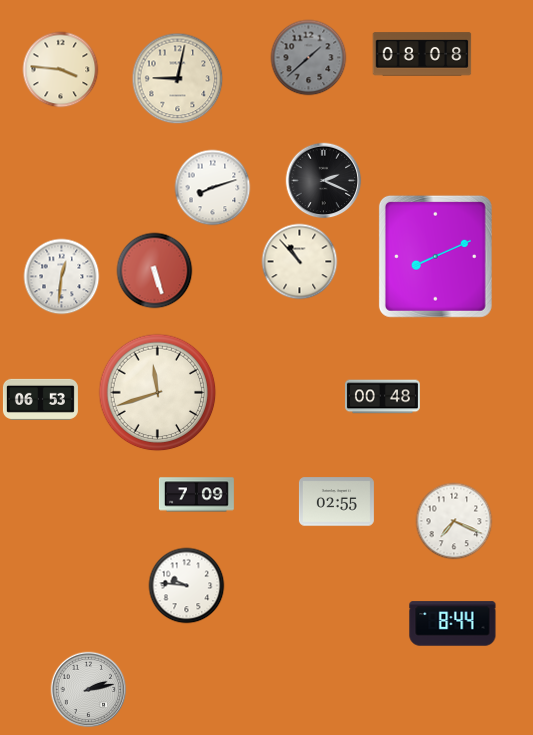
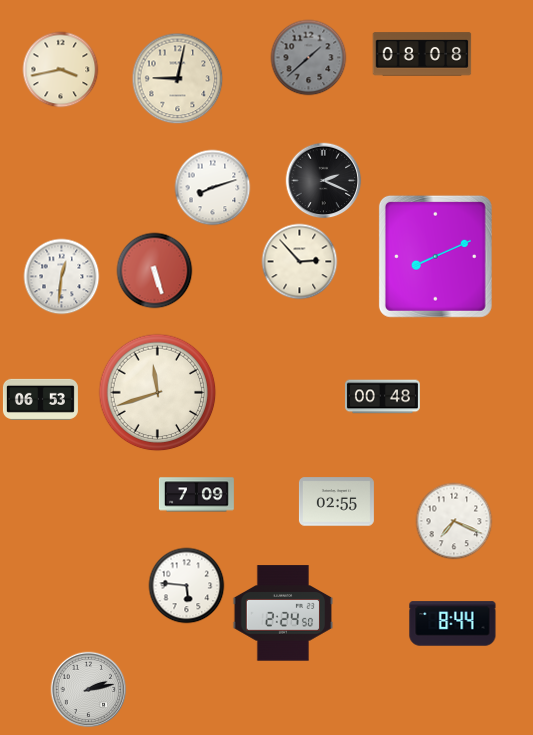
clock at (61, 70): 3:46 -> 3:43
clock at (300, 262): 10:53 -> 2:53
clock at (187, 586): 9:46 -> 5:46
clock at (283, 613): none -> 2:24
